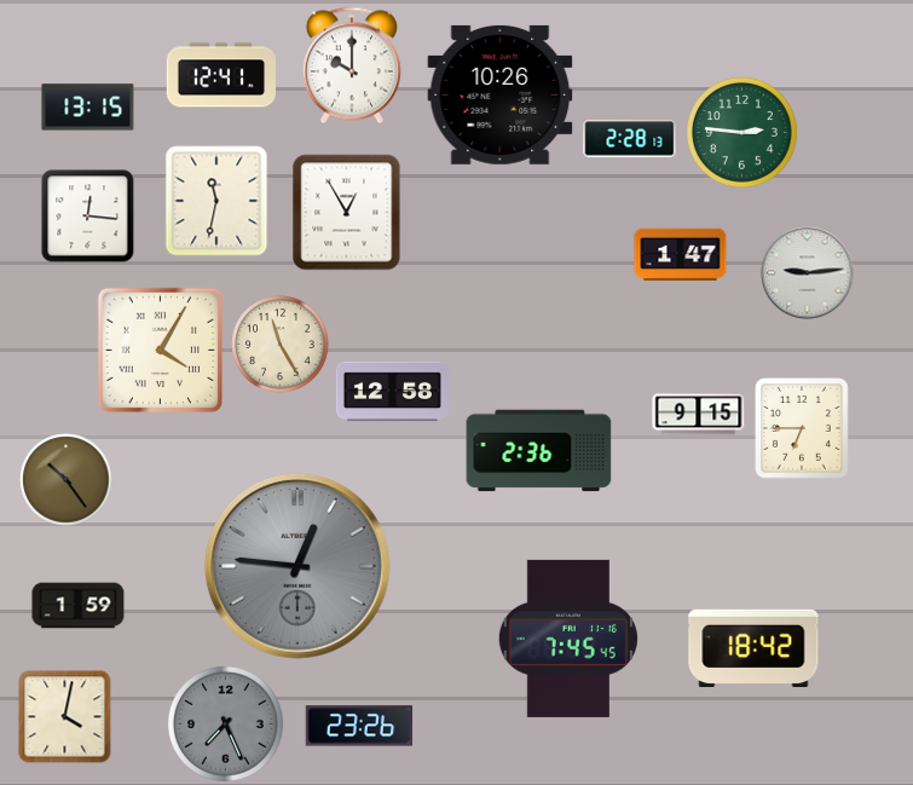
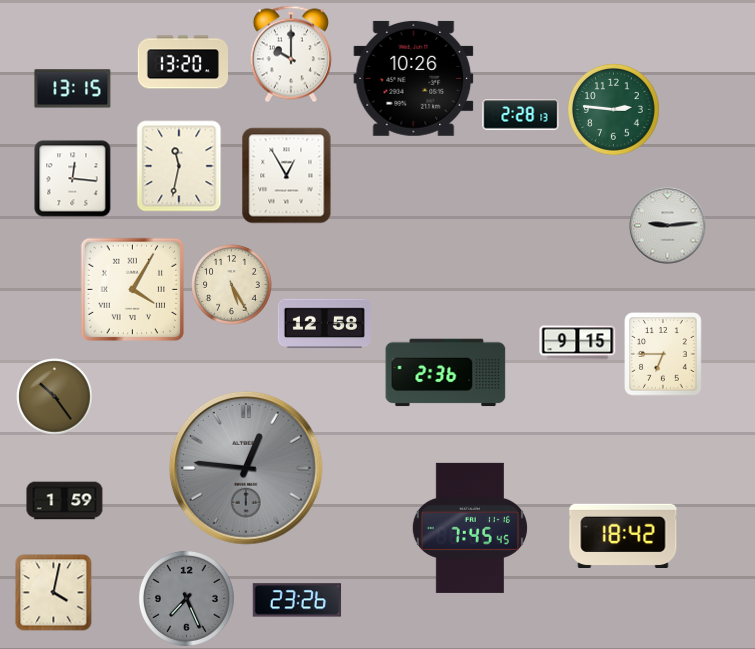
clock at (220, 75): 12:41 -> 13:20
clock at (681, 254): 1:47 -> none
clock at (281, 345): 11:25 -> 5:25
